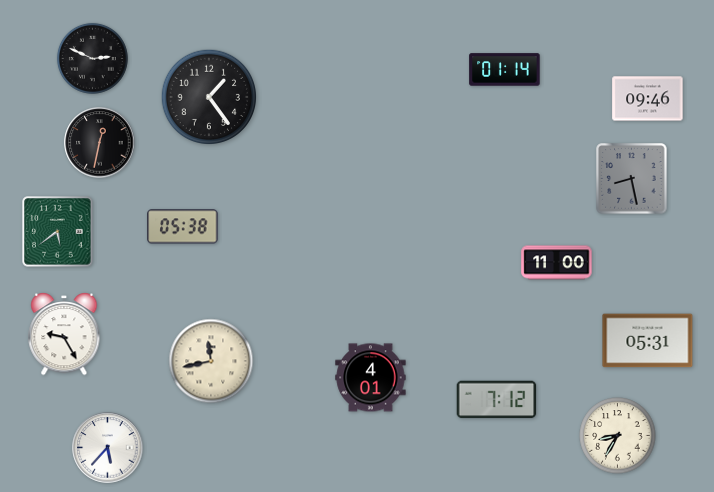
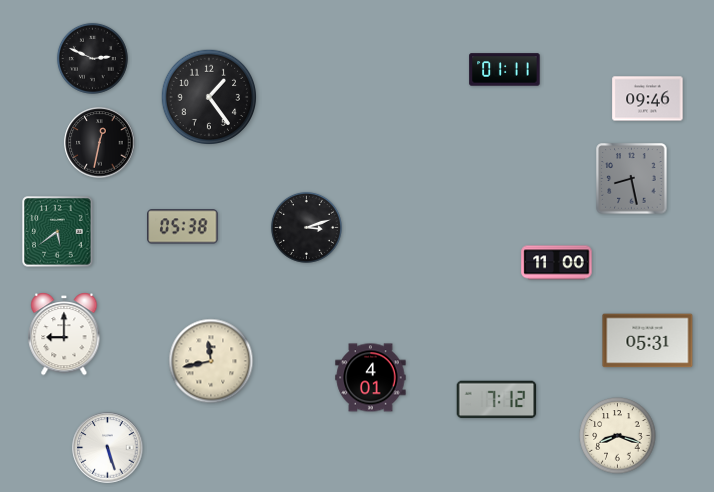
clock at (505, 70): 01:14 -> 01:11
clock at (306, 227): none -> 3:12
clock at (64, 335): 9:25 -> 9:00
clock at (618, 436): 8:35 -> 8:18
clock at (108, 448): 5:37 -> 5:27
